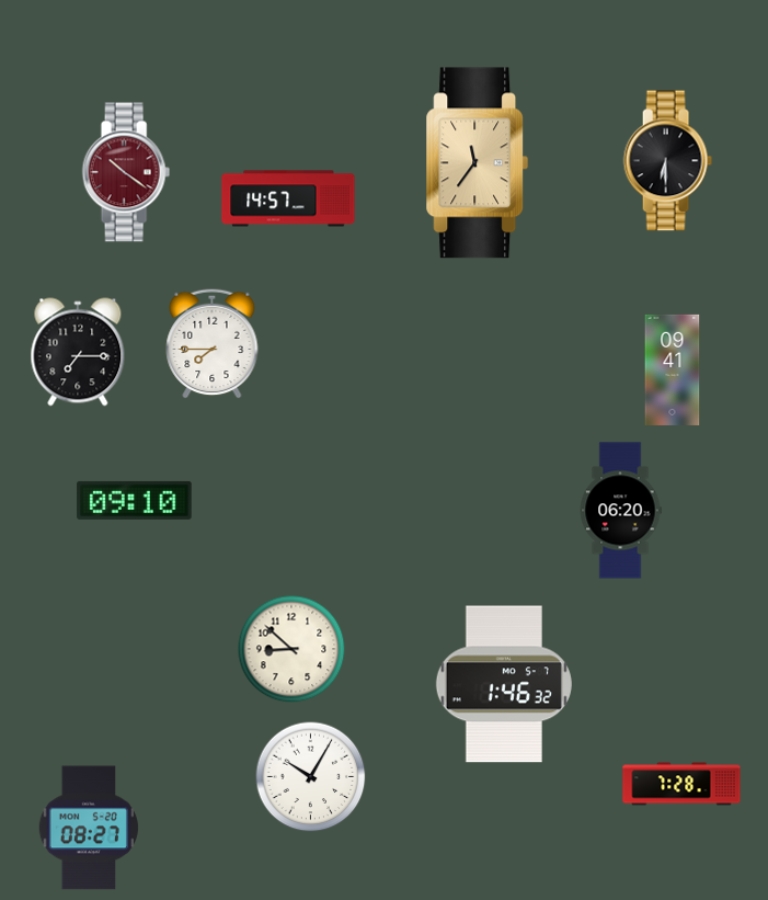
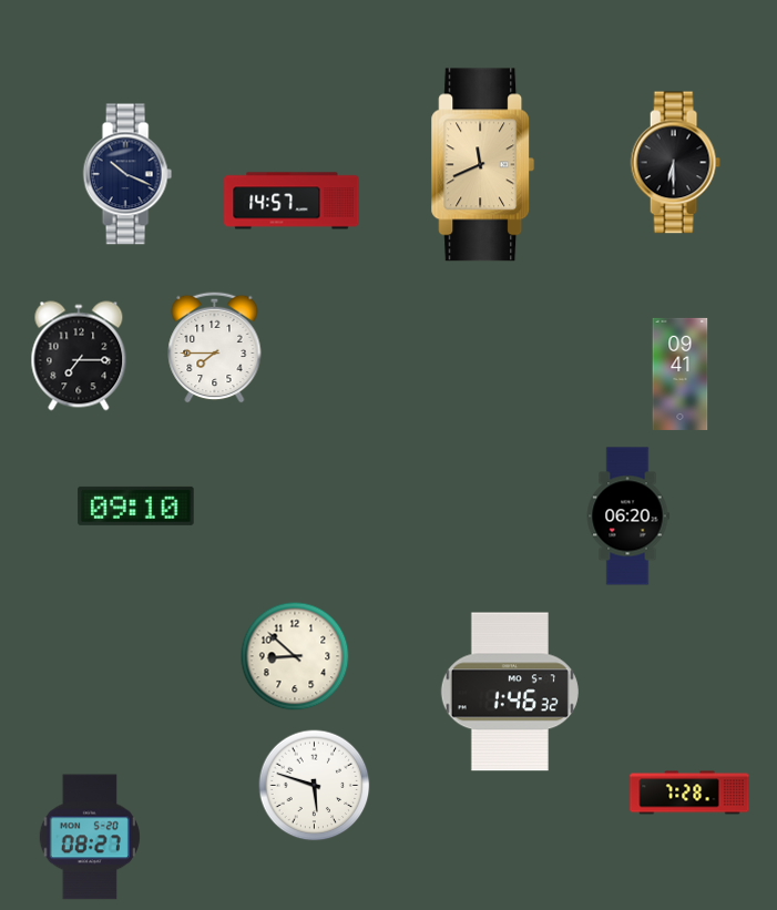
clock at (478, 163): 11:36 -> 11:41
clock at (126, 172): 10:21 -> 10:19
clock at (126, 172) dial: burgundy -> navy
clock at (311, 777): 10:05 -> 5:48
